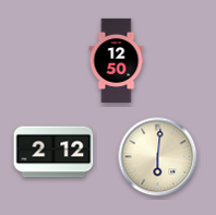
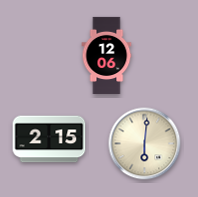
clock at (117, 60): 12:50 -> 12:06
clock at (53, 152): 2:12 -> 2:15
